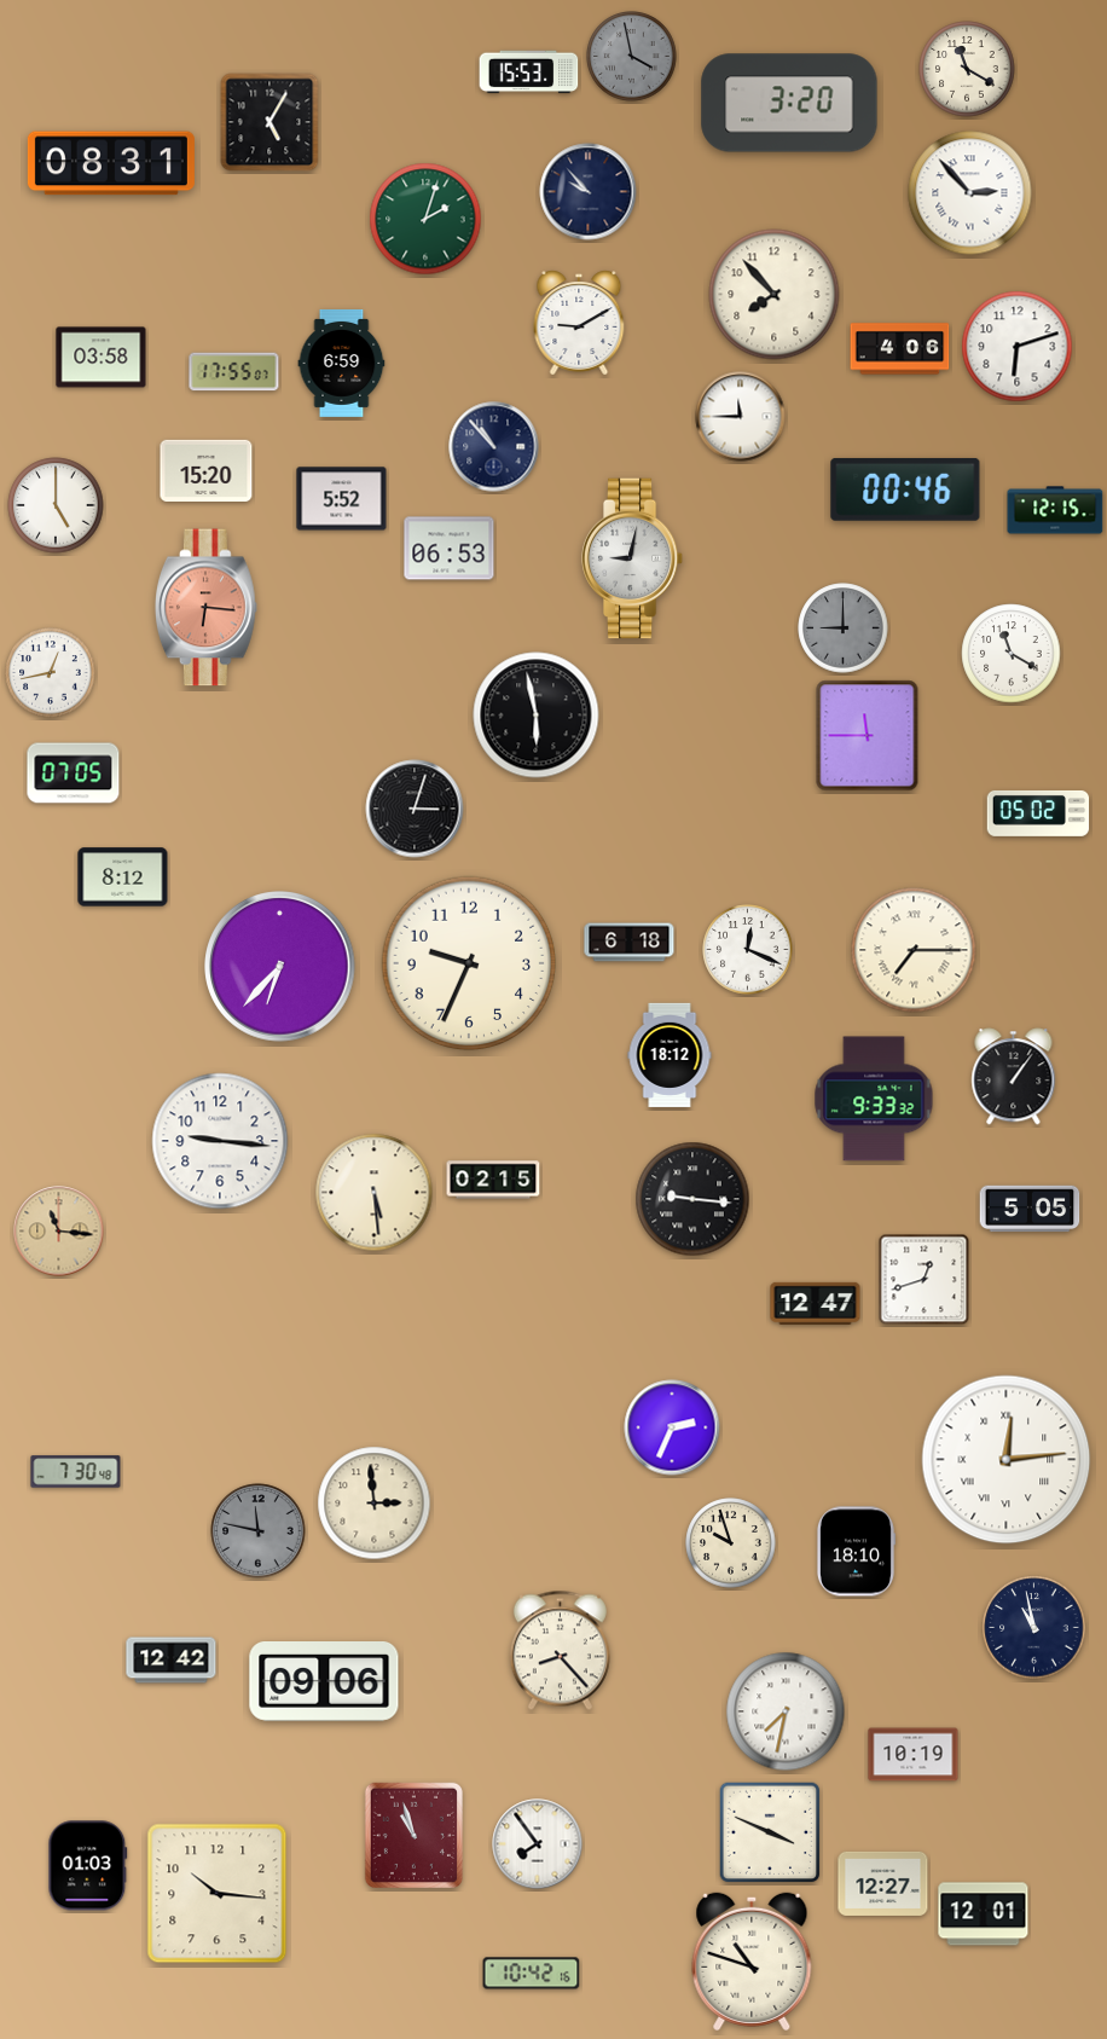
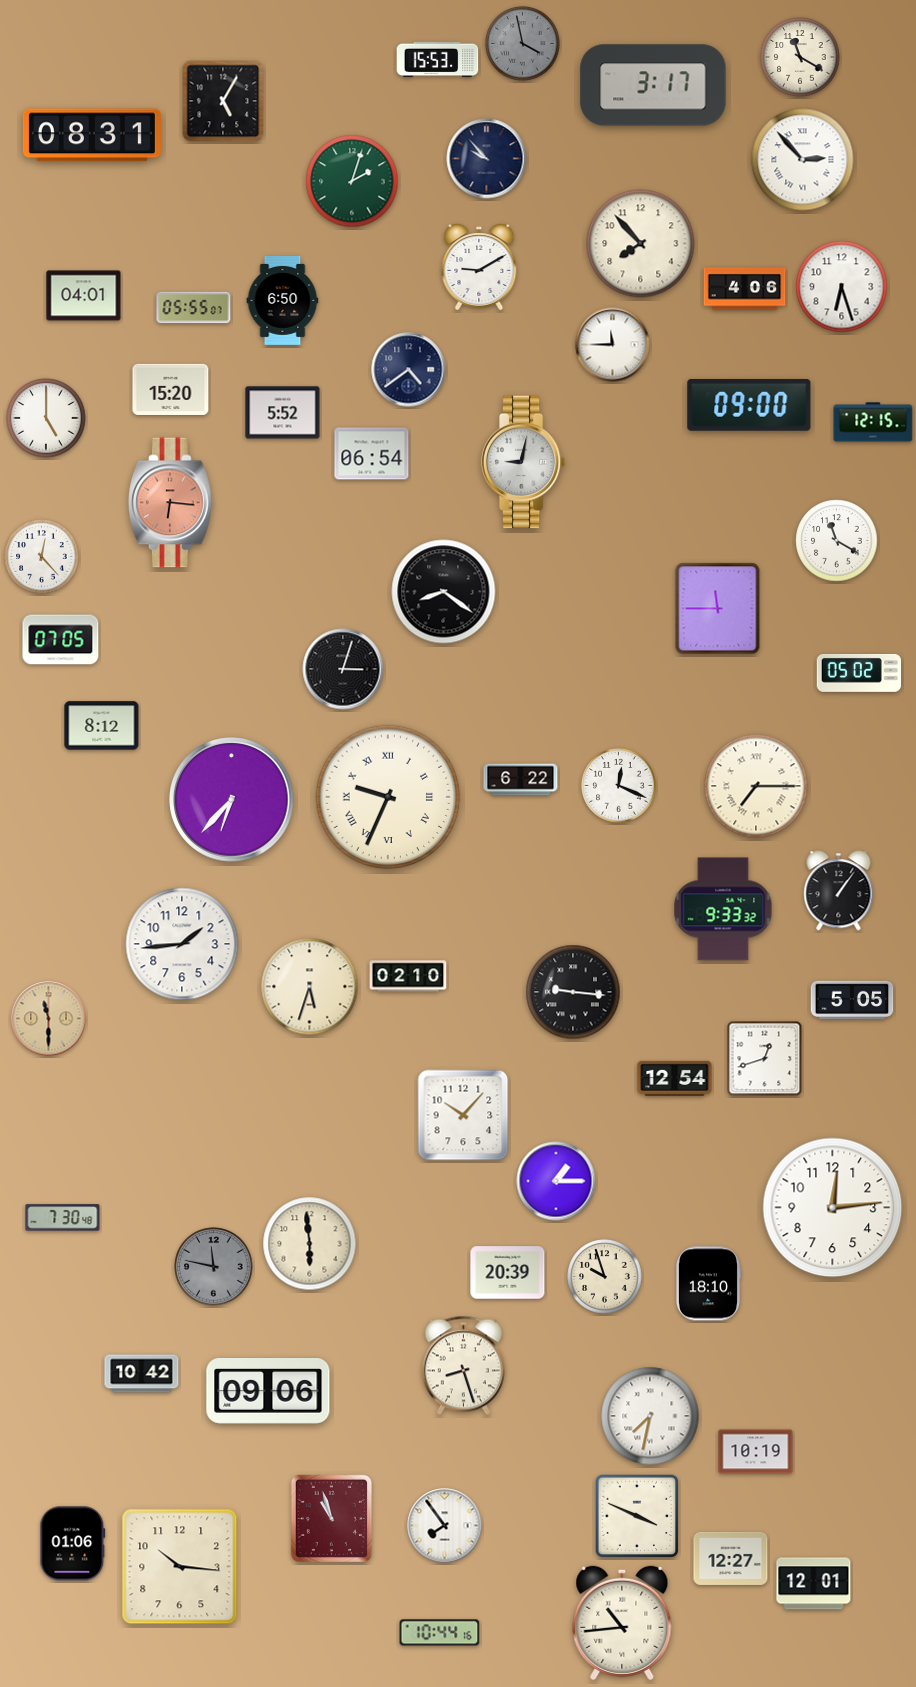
clock at (632, 57) position: (632, 57) -> (523, 44)
clock at (789, 103): 3:20 -> 3:17
clock at (1018, 347): 6:12 -> 6:27
clock at (102, 358): 03:58 -> 04:01
clock at (342, 363): 6:59 -> 6:50
clock at (234, 372): 17:55 -> 05:55
clock at (494, 447): 10:53 -> 4:39
clock at (905, 490): 00:46 -> 09:00
clock at (450, 549): 06:53 -> 06:54
clock at (844, 629): 9:00 -> none
clock at (51, 673): 12:43 -> 12:23
clock at (537, 716): 5:58 -> 8:21
clock at (630, 943): 6:18 -> 6:22
clock at (469, 963) numerals: Arabic -> Roman
clock at (670, 1055): 18:12 -> none
clock at (220, 1141): 9:16 -> 1:44
clock at (493, 1180): 02:15 -> 02:10
clock at (375, 1193): 5:29 -> 5:33
clock at (59, 1232): 11:16 -> 11:30
clock at (816, 1303): 12:47 -> 12:54
clock at (463, 1115): none -> 10:07
clock at (672, 1427): 2:34 -> 1:15
clock at (1007, 1460) numerals: Roman -> Arabic
clock at (375, 1504): 2:59 -> 5:59
clock at (508, 1273): none -> 20:39
clock at (1034, 1628): 10:58 -> none
clock at (560, 1651): 8:23 -> 8:27
clock at (172, 1661): 12:42 -> 10:42
clock at (413, 1835) position: (413, 1835) -> (331, 1518)
clock at (88, 1866): 01:03 -> 01:06
clock at (752, 1962): 10:48 -> 10:44
clock at (532, 1974): 10:42 -> 10:44
